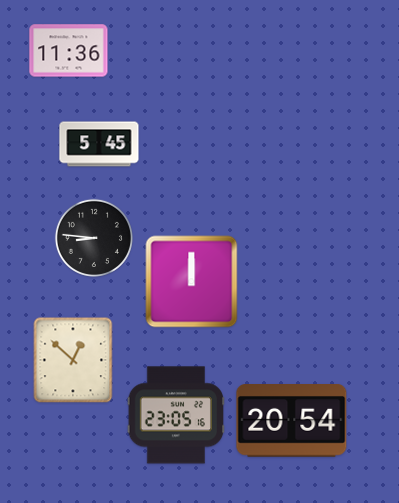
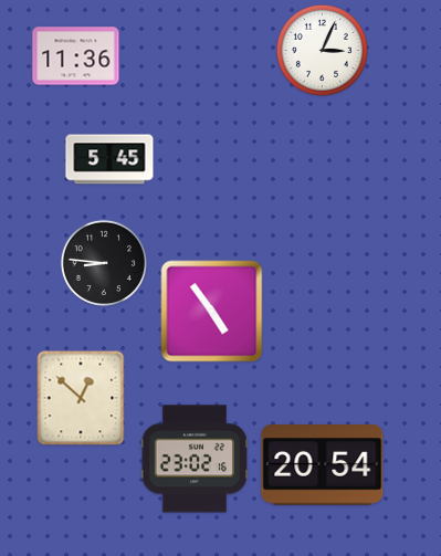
clock at (322, 50): none -> 3:04
clock at (192, 282): 12:00 -> 4:54
clock at (176, 415): 23:05 -> 23:02
